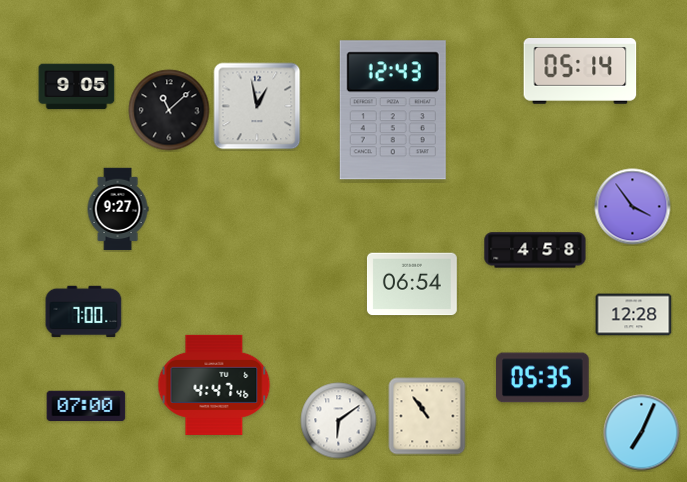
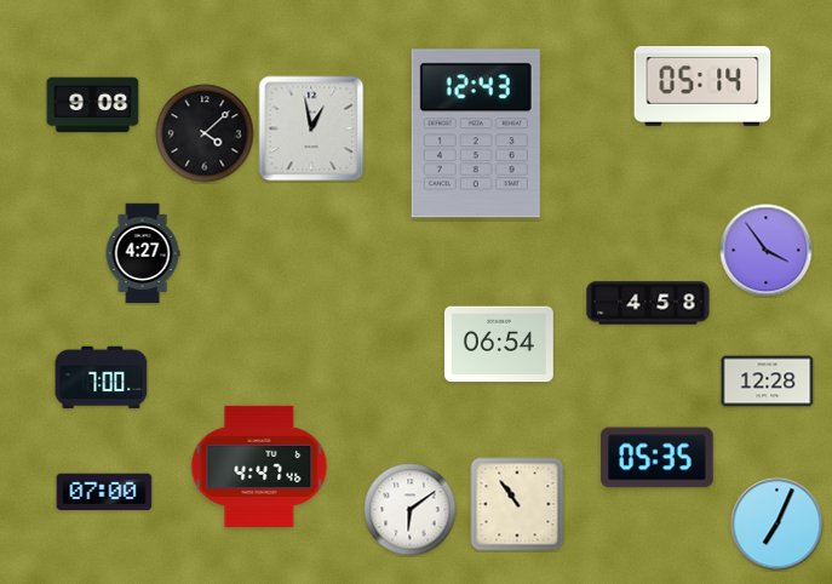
clock at (77, 87): 9:05 -> 9:08
clock at (169, 110): 11:08 -> 4:08
clock at (118, 209): 9:27 -> 4:27
